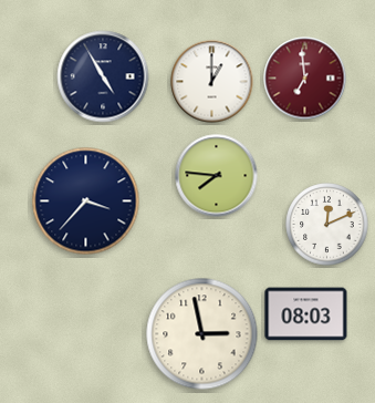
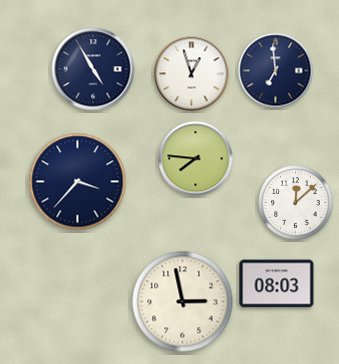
clock at (305, 79) dial: burgundy -> navy
clock at (212, 82): 1:00 -> 12:57
clock at (327, 225): 12:11 -> 12:08
